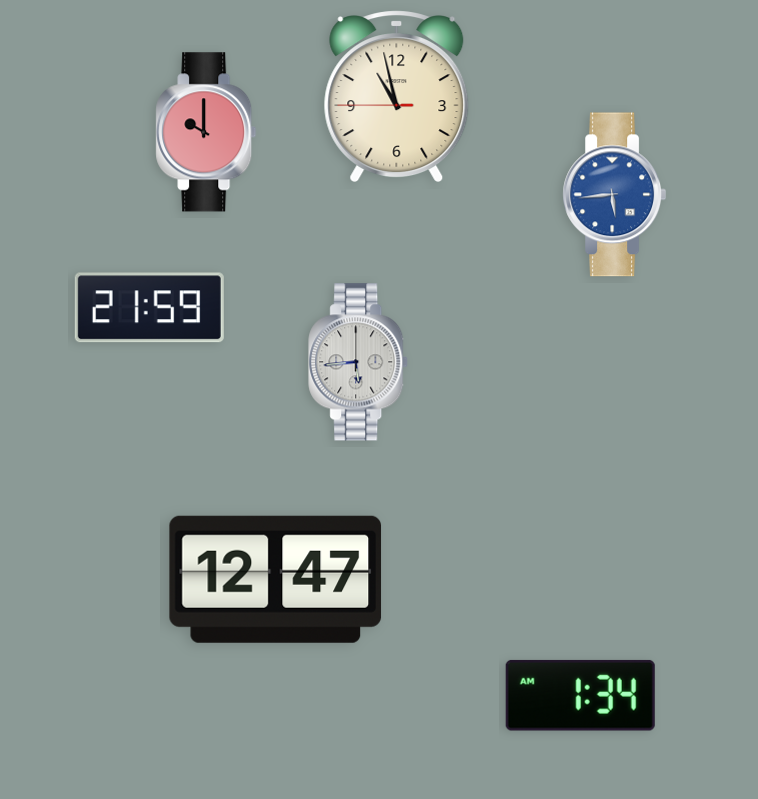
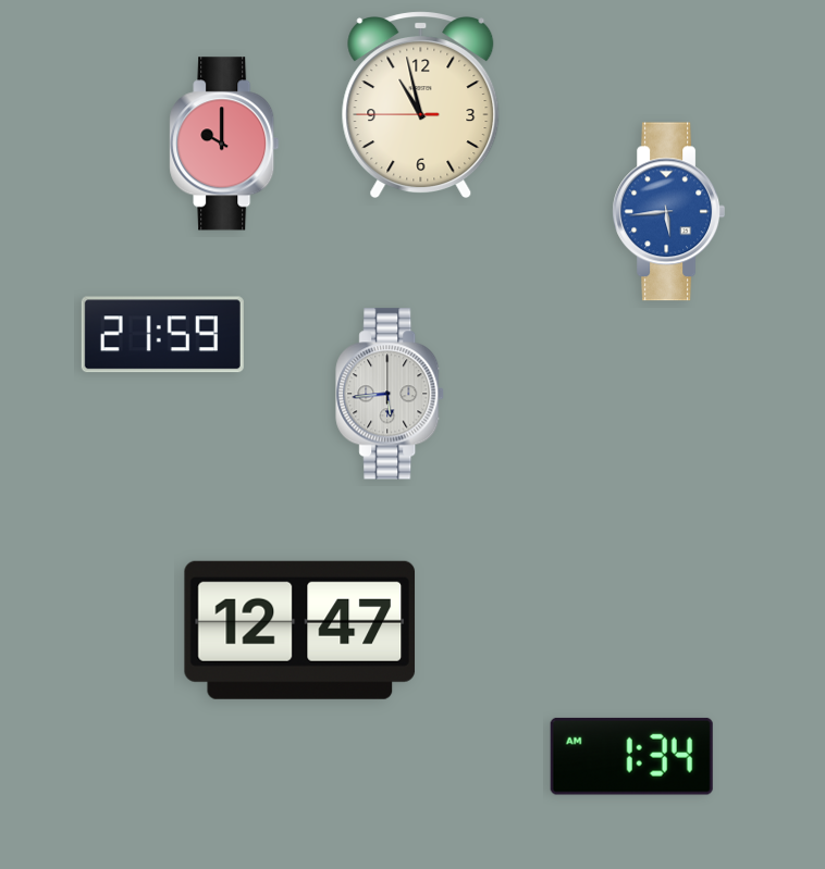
clock at (397, 96) position: (397, 96) -> (421, 104)
